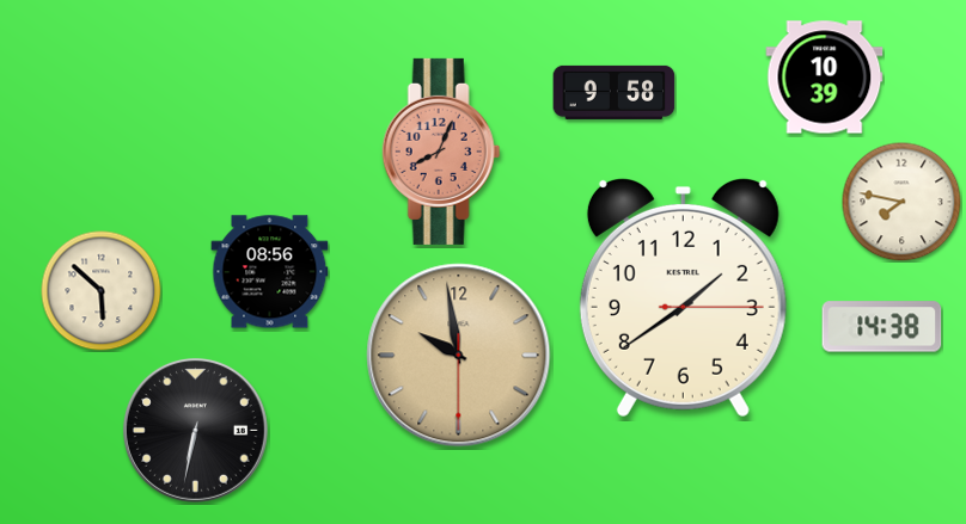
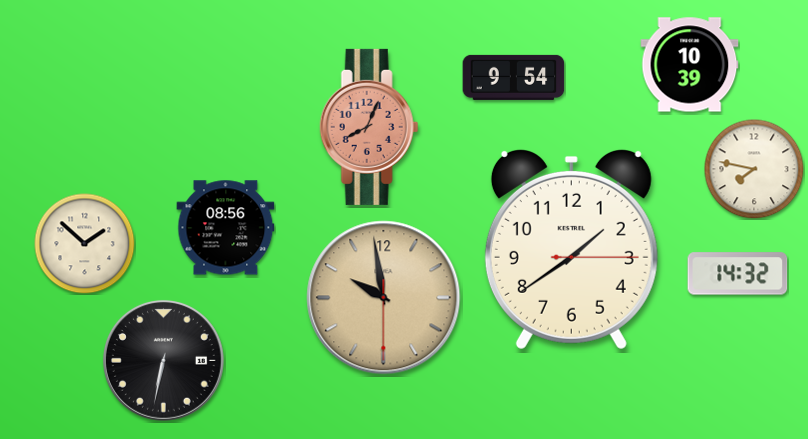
clock at (615, 92): 9:58 -> 9:54
clock at (102, 291): 5:52 -> 1:52
clock at (882, 327): 14:38 -> 14:32
